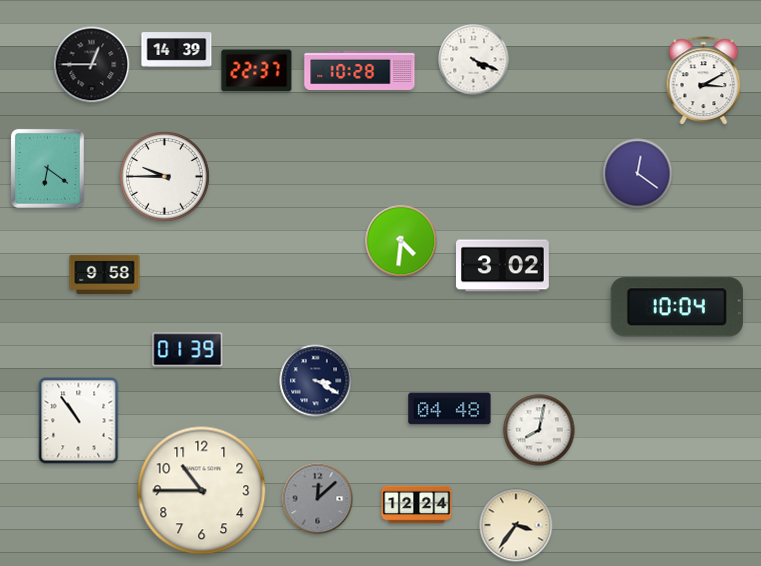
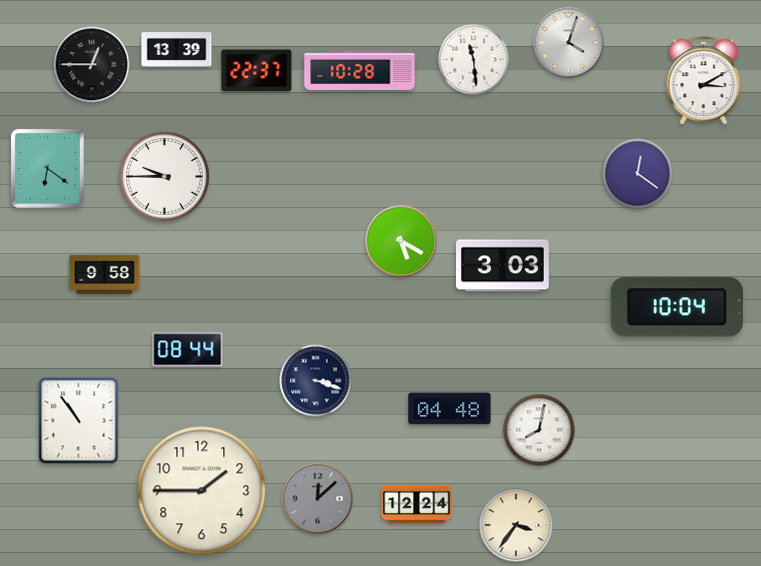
clock at (569, 43): none -> 4:03
clock at (177, 50): 14:39 -> 13:39
clock at (474, 60): 4:19 -> 11:29
clock at (401, 241): 4:31 -> 5:20
clock at (503, 266): 3:02 -> 3:03
clock at (188, 350): 01:39 -> 08:44
clock at (316, 381): 3:20 -> 3:18
clock at (202, 491): 10:45 -> 1:45
